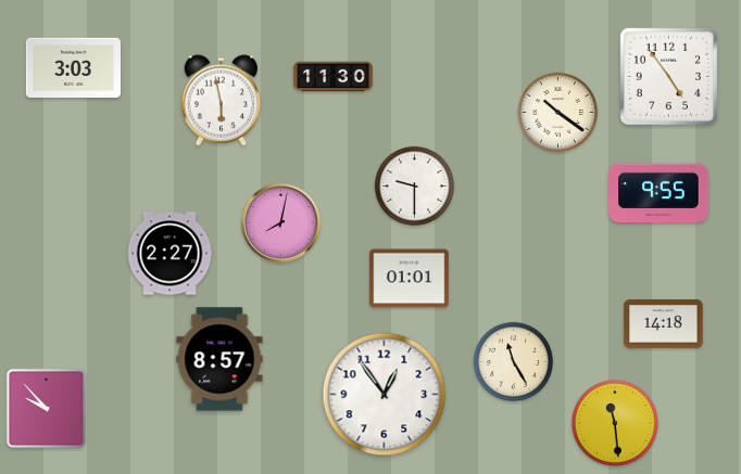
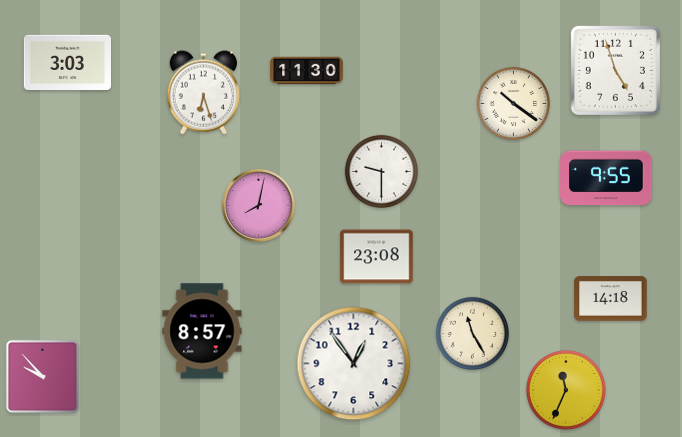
clock at (668, 76): 4:54 -> 4:57
clock at (221, 101): 5:58 -> 6:27
clock at (169, 254): 2:27 -> none
clock at (410, 279): 01:01 -> 23:08
clock at (615, 423): 11:29 -> 11:34
